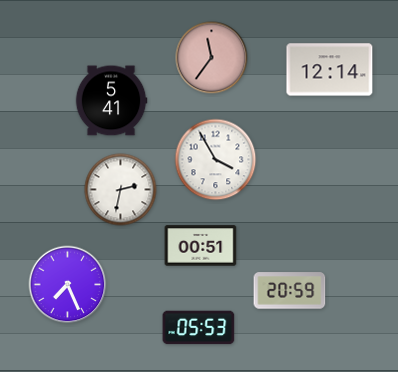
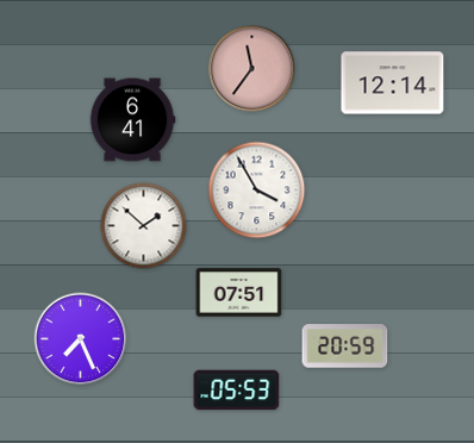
clock at (111, 101): 5:41 -> 6:41
clock at (121, 190): 2:32 -> 1:52
clock at (201, 246): 00:51 -> 07:51
